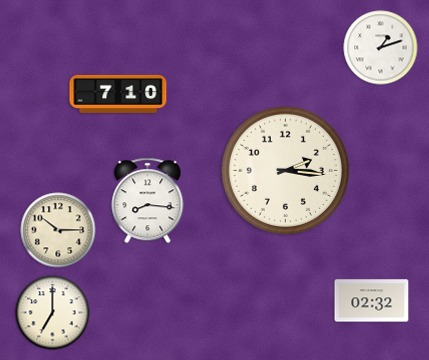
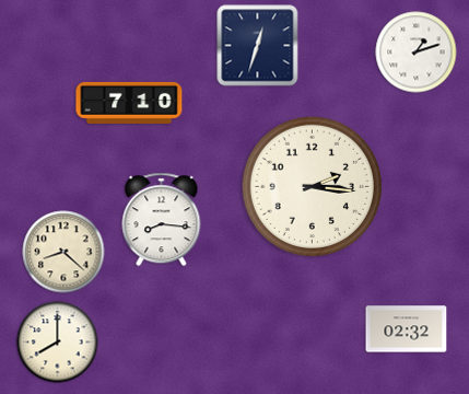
clock at (258, 46): none -> 12:33
clock at (58, 230): 10:15 -> 8:22
clock at (53, 313): 7:00 -> 8:00
